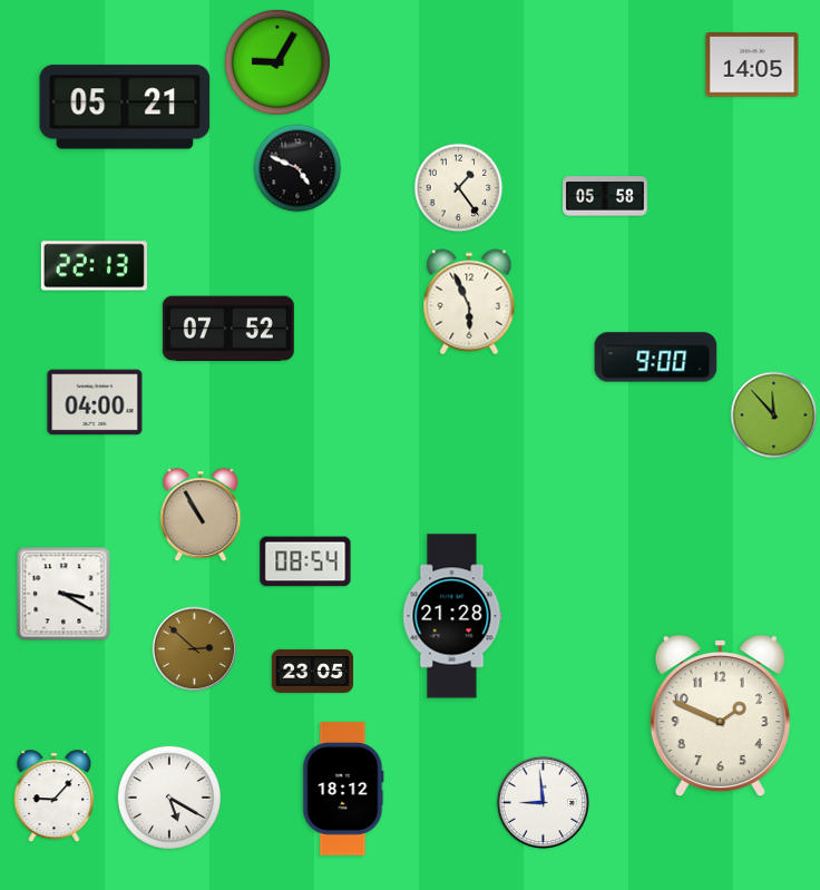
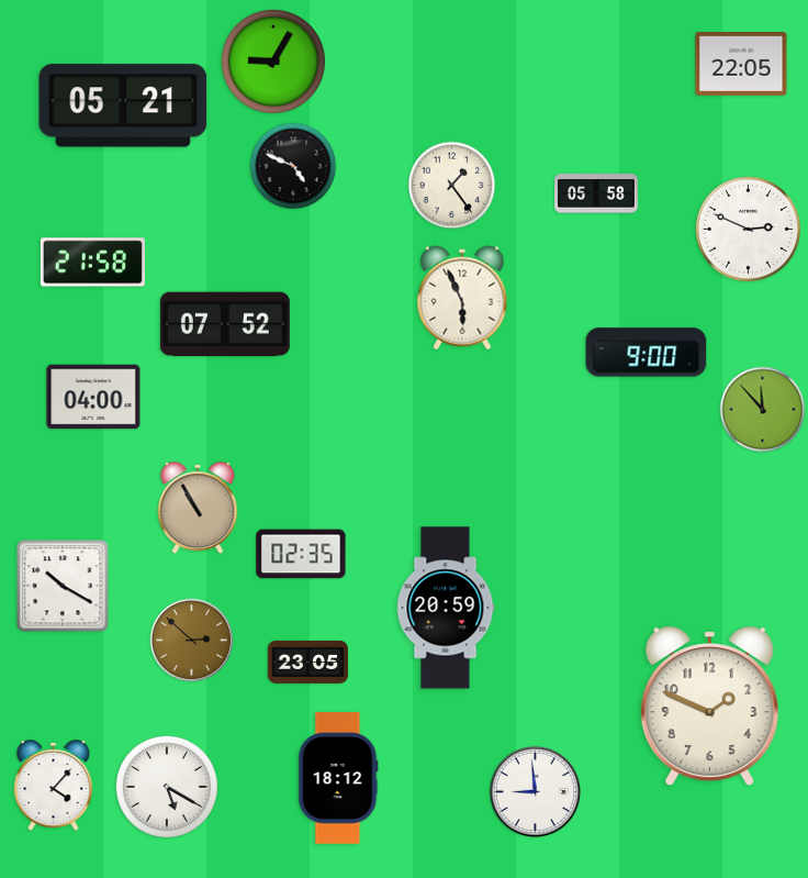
clock at (752, 65): 14:05 -> 22:05
clock at (748, 229): none -> 2:49
clock at (94, 266): 22:13 -> 21:58
clock at (305, 561): 08:54 -> 02:35
clock at (64, 594): 3:20 -> 10:20
clock at (452, 616): 21:28 -> 20:59
clock at (55, 795): 9:07 -> 4:07
